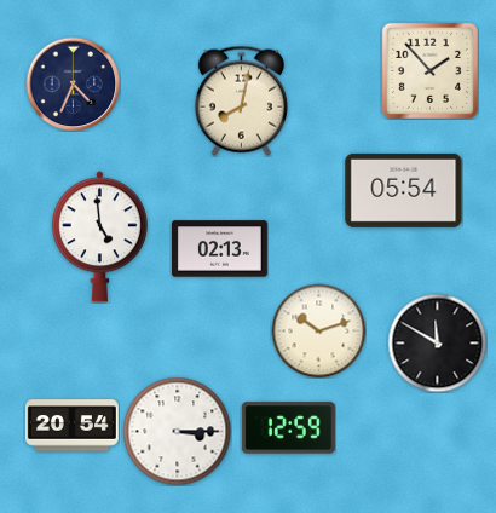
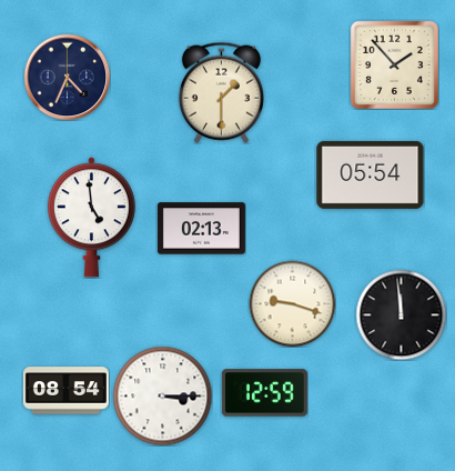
clock at (241, 100): 8:02 -> 1:30
clock at (318, 330): 10:12 -> 9:18
clock at (437, 342): 11:50 -> 11:59
clock at (71, 426): 20:54 -> 08:54
